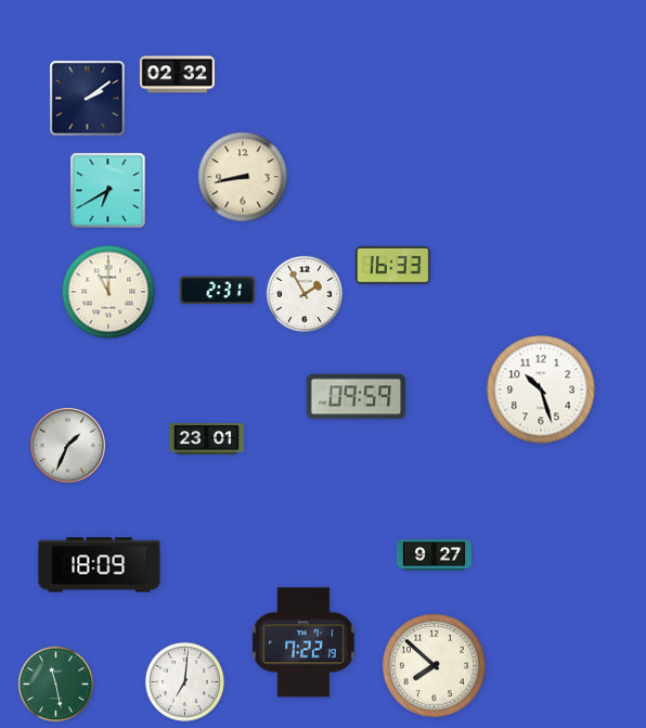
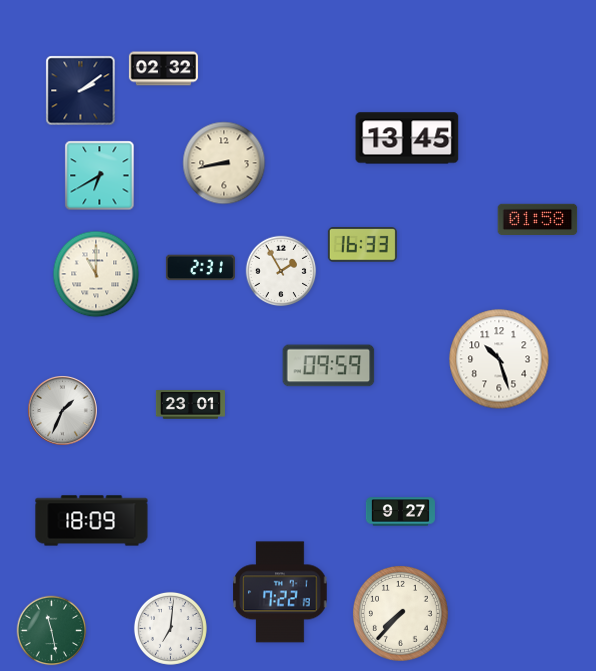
clock at (407, 138): none -> 13:45
clock at (538, 220): none -> 01:58
clock at (108, 292) position: (108, 292) -> (96, 274)
clock at (435, 666): 7:52 -> 7:37
